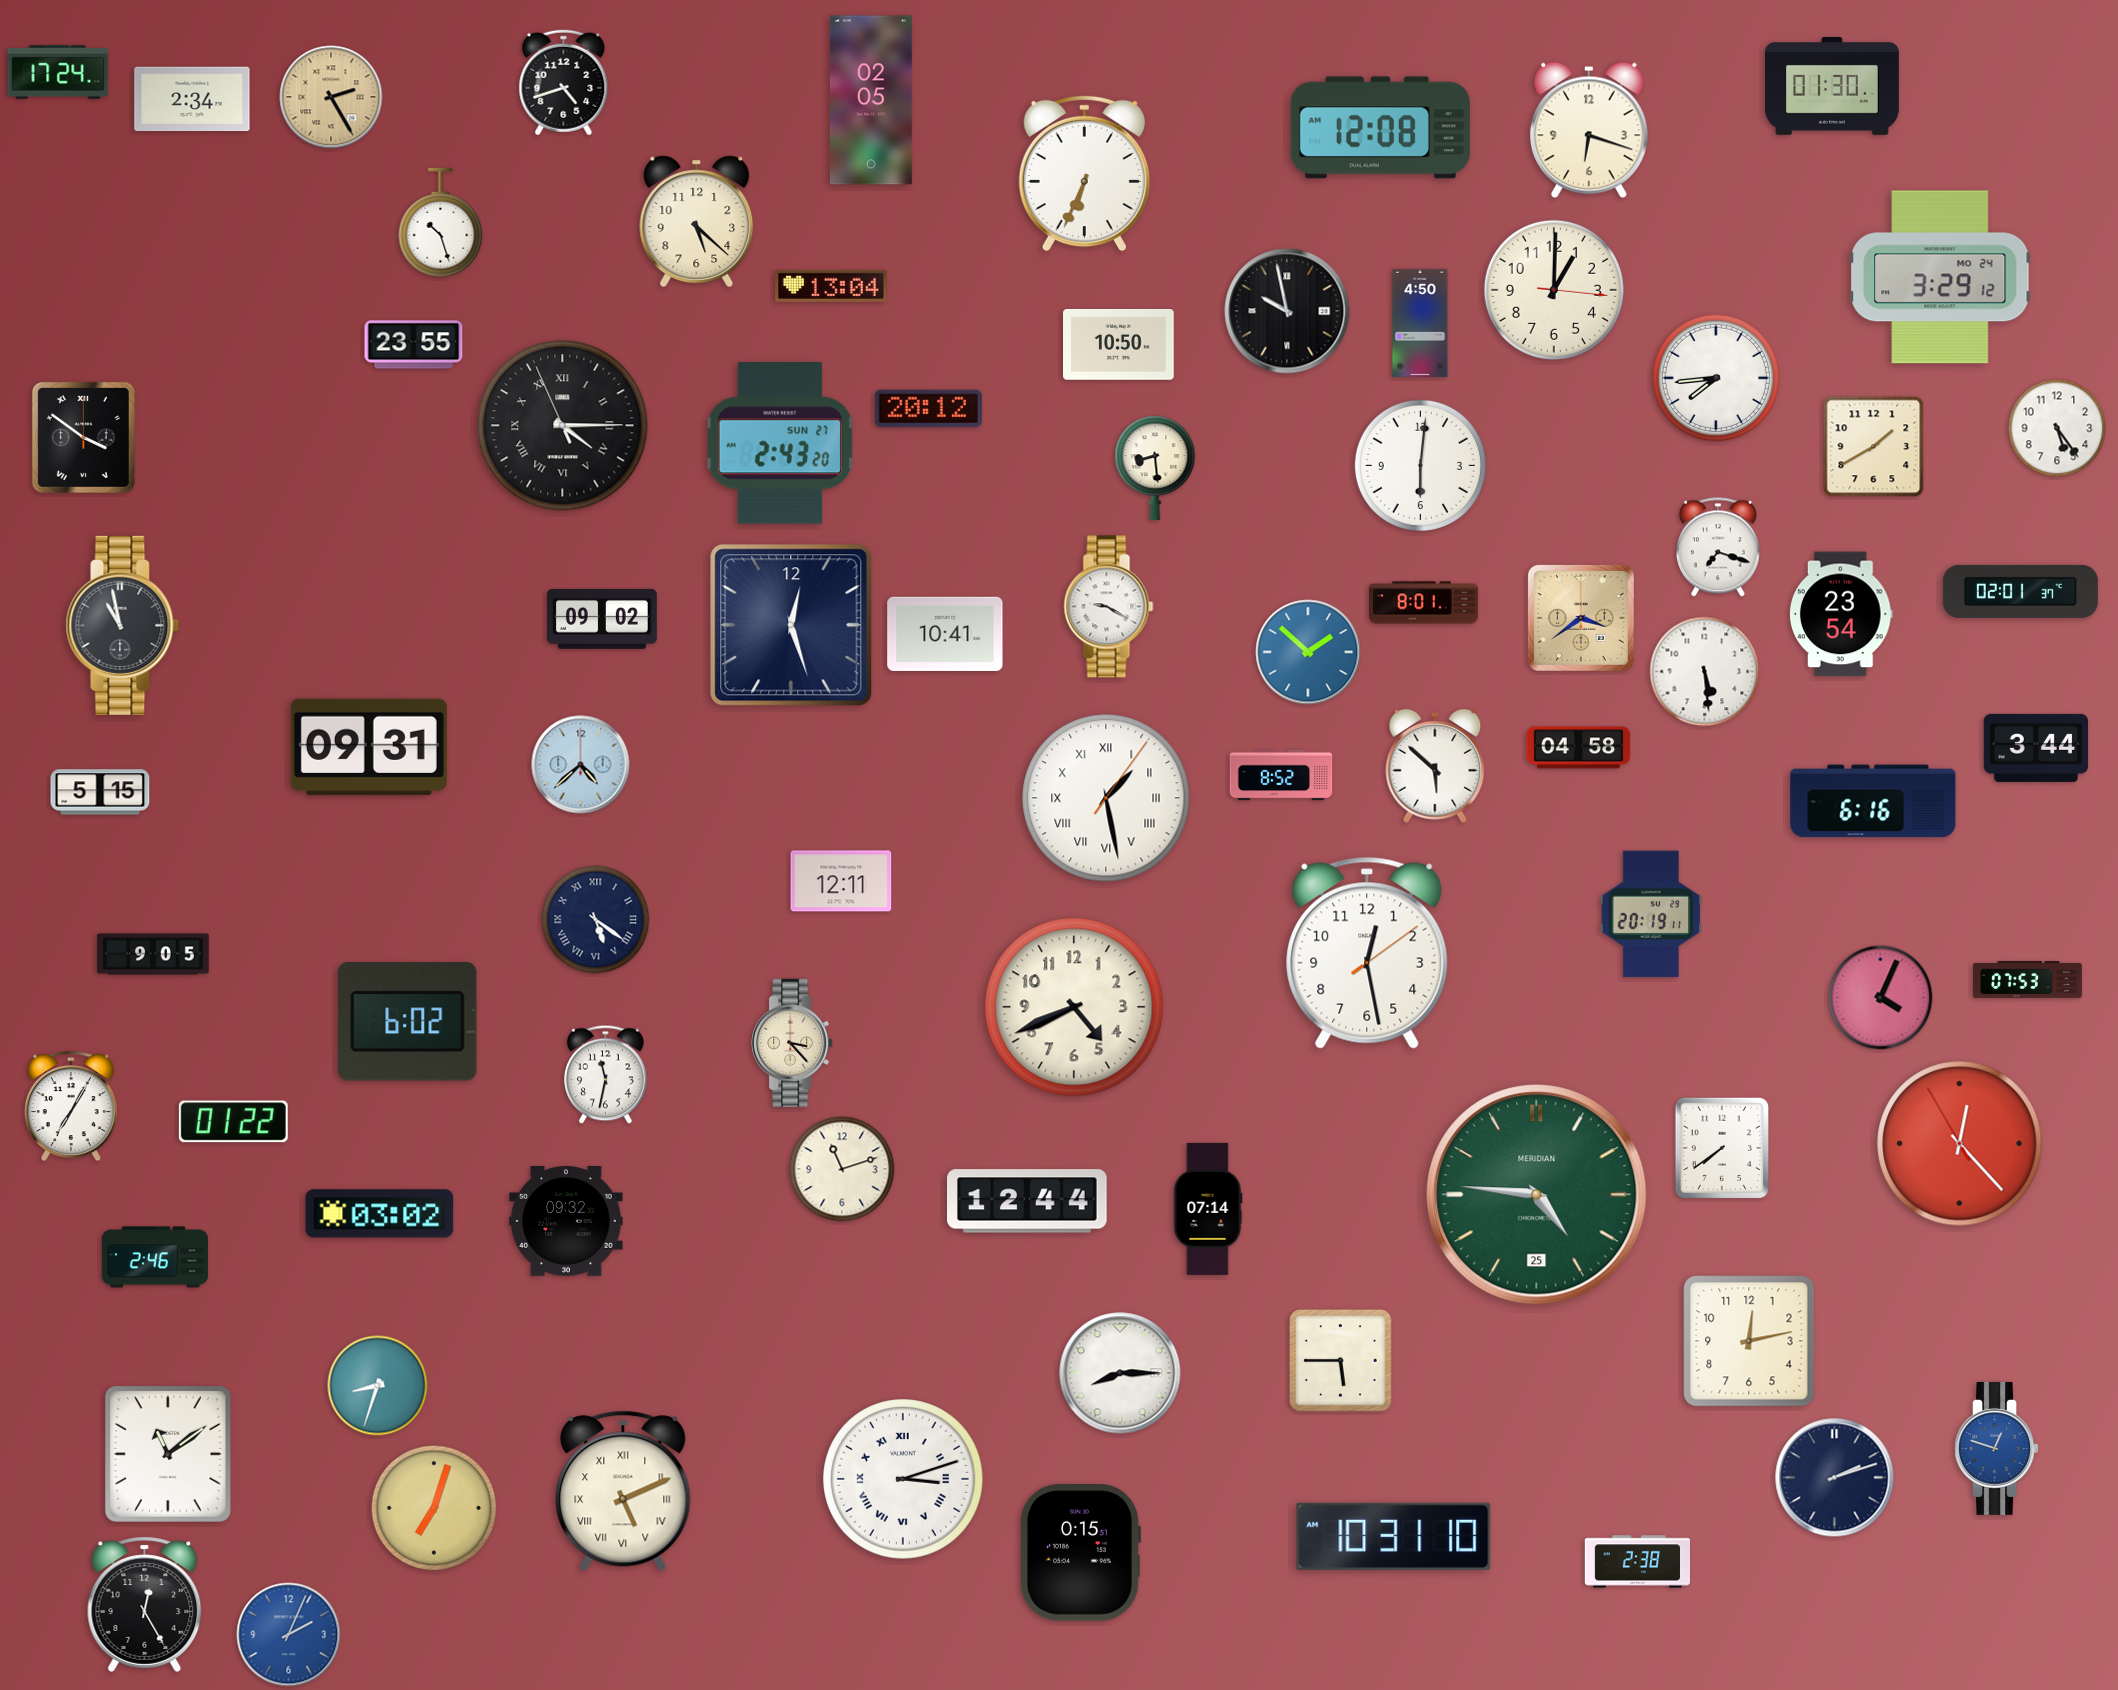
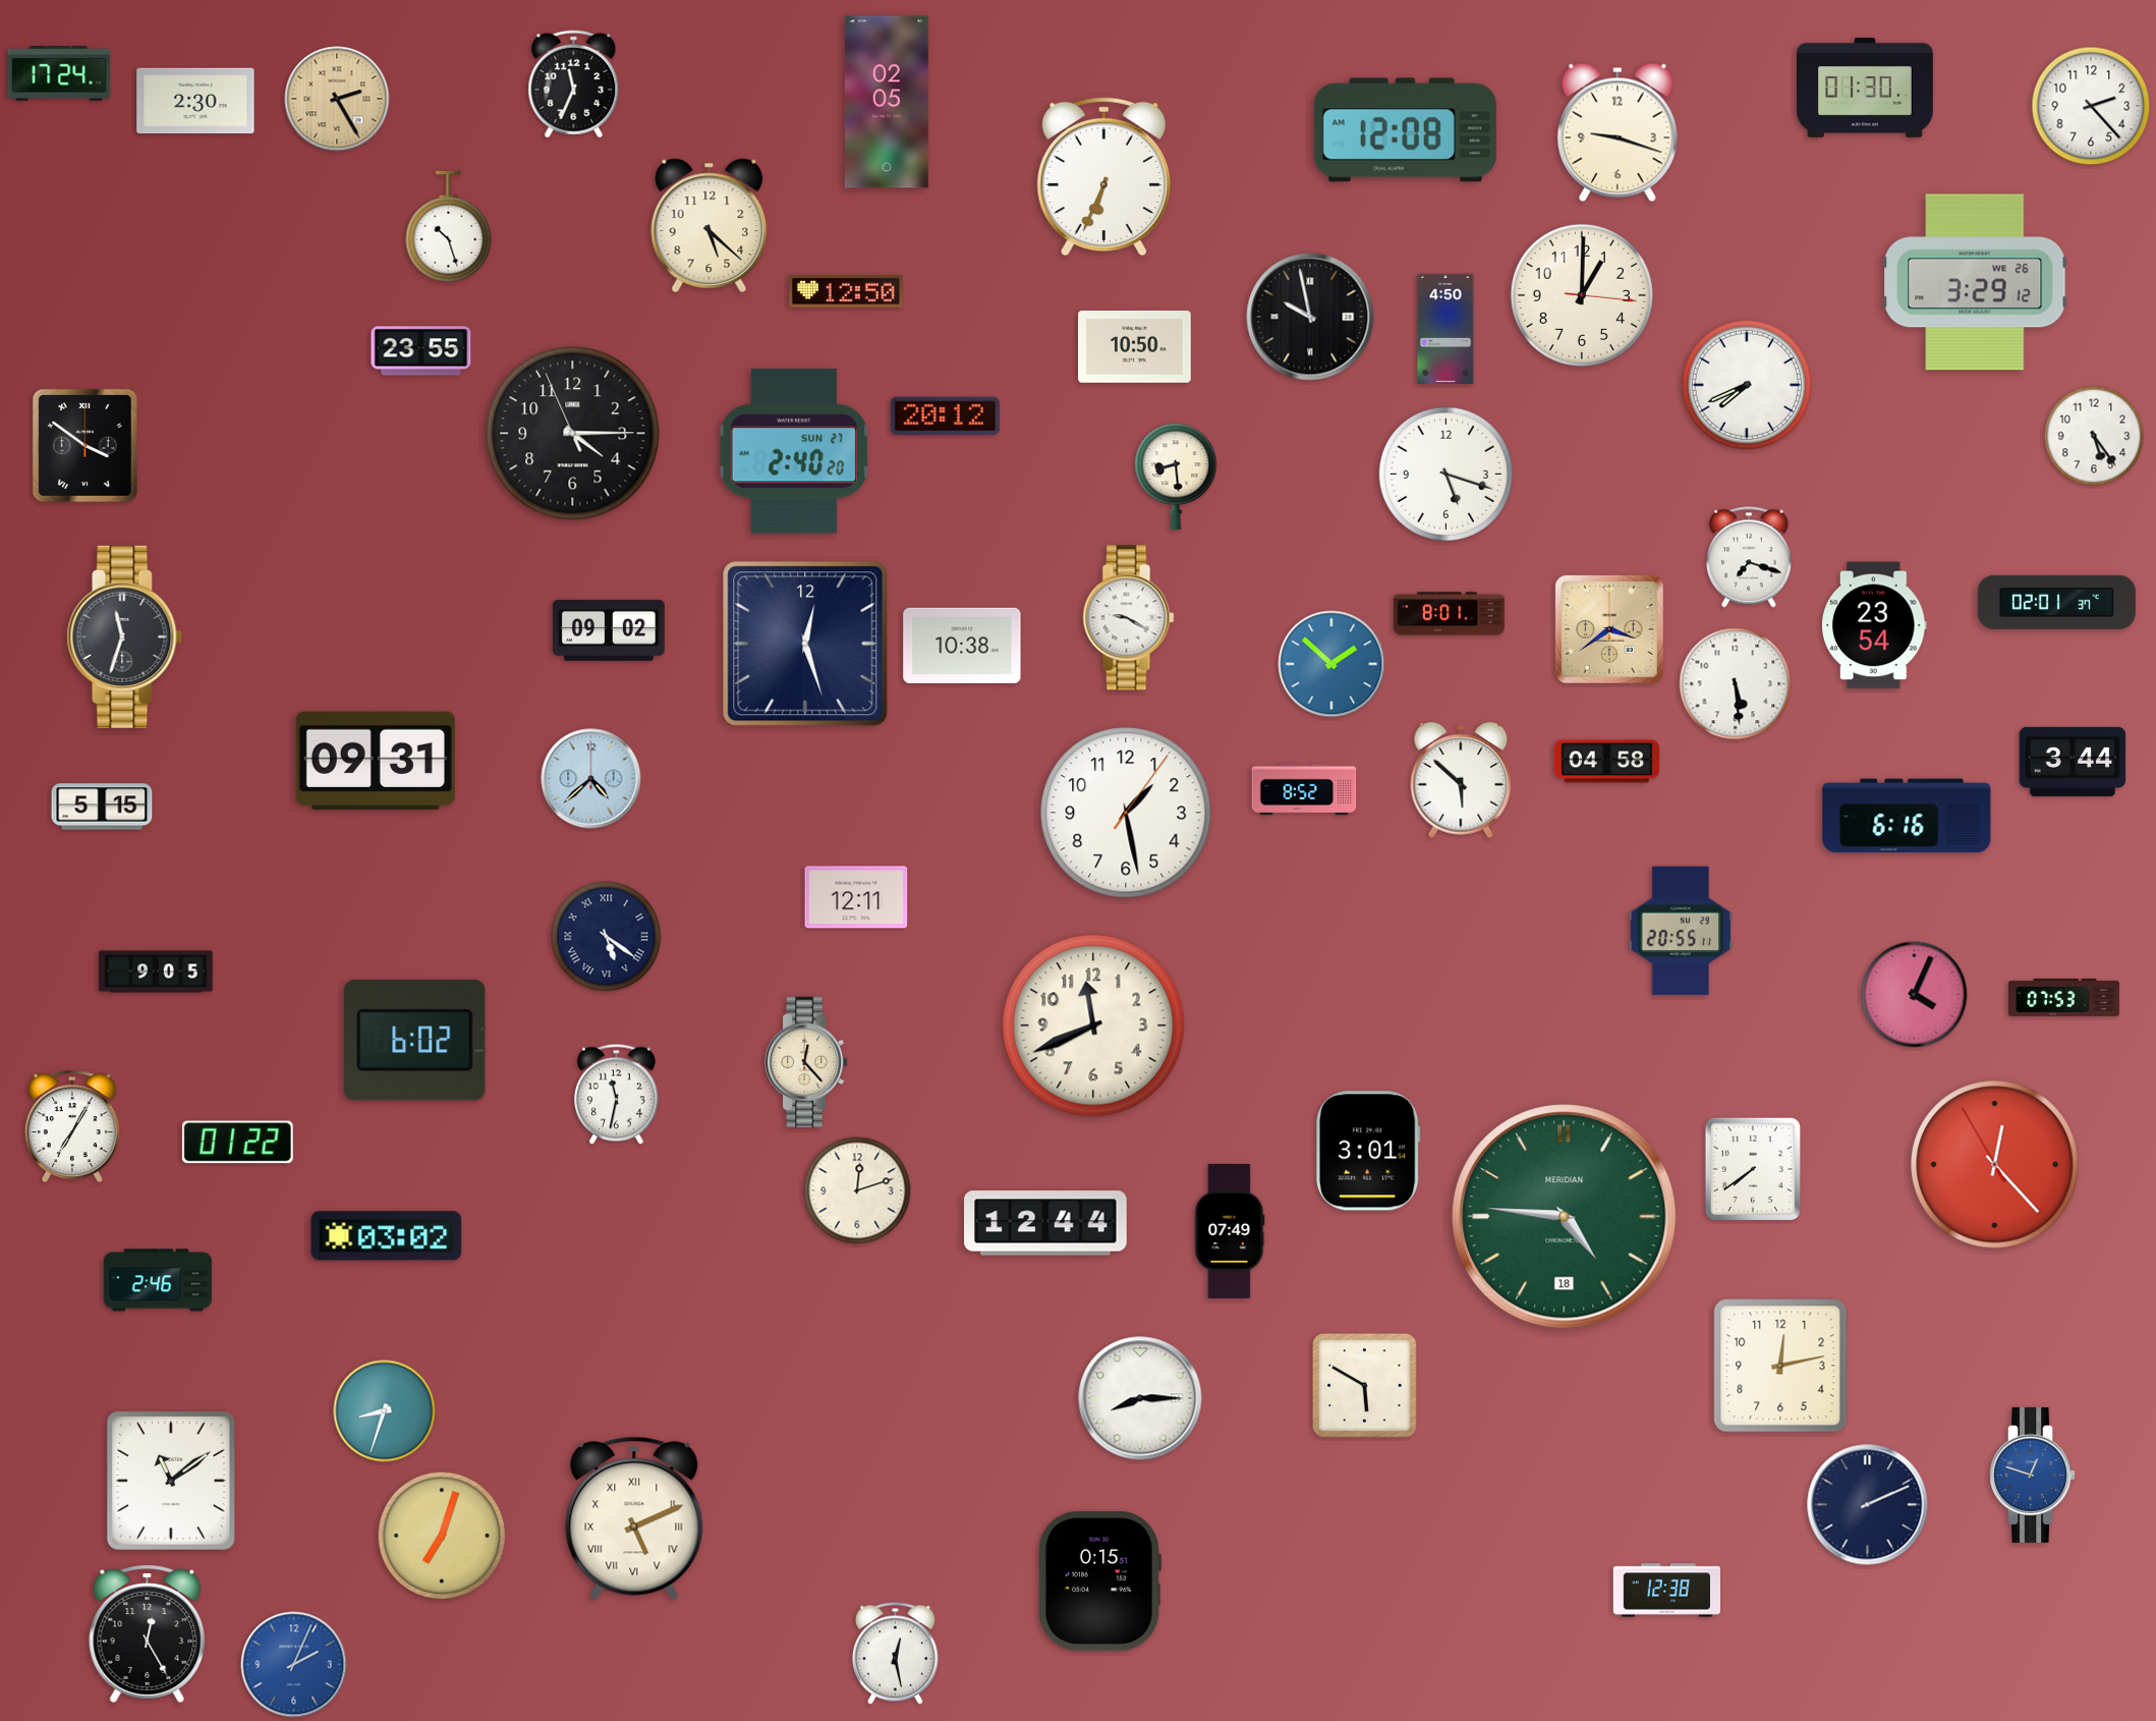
clock at (564, 83): 4:42 -> 11:34
clock at (192, 99): 2:34 -> 2:30
clock at (2091, 106): none -> 2:23
clock at (1589, 130): 6:18 -> 9:18
clock at (1940, 277) date: MO 24 -> WE 26
clock at (831, 286): 13:04 -> 12:50
clock at (1119, 344) position: (1119, 344) -> (1135, 346)
clock at (1715, 377): 7:44 -> 7:41
clock at (563, 426) numerals: Roman -> Arabic
clock at (780, 443): 2:43 -> 2:40
clock at (1874, 447): 1:40 -> none
clock at (1420, 465): 6:01 -> 5:18
clock at (602, 619) position: (602, 619) -> (609, 630)
clock at (123, 625): 10:58 -> 11:33
clock at (791, 625) position: (791, 625) -> (805, 644)
clock at (945, 634): 10:41 -> 10:38
clock at (1106, 798) numerals: Roman -> Arabic
clock at (1651, 914): 20:19 -> 20:55
clock at (1367, 953): 12:28 -> none
clock at (1881, 998) position: (1881, 998) -> (1915, 995)
clock at (1074, 1007): 4:41 -> 11:41
clock at (792, 1042): 3:23 -> 12:23
clock at (1368, 1151): none -> 3:01
clock at (842, 1169): 11:12 -> 12:12
clock at (1537, 1195) date: 25 -> 18
clock at (1208, 1209): 07:14 -> 07:49
clock at (566, 1222): 09:32 -> none
clock at (1341, 1361): 5:45 -> 5:50
clock at (1835, 1478): 2:12 -> 2:11
clock at (903, 1479): 3:12 -> none
clock at (1394, 1536): 10:31 -> none
clock at (1637, 1562): 2:38 -> 12:38
clock at (895, 1654): none -> 12:28
